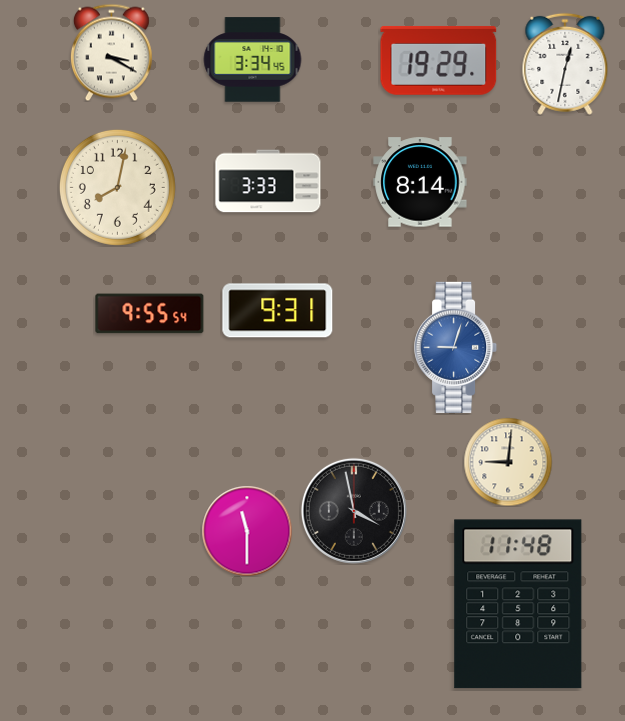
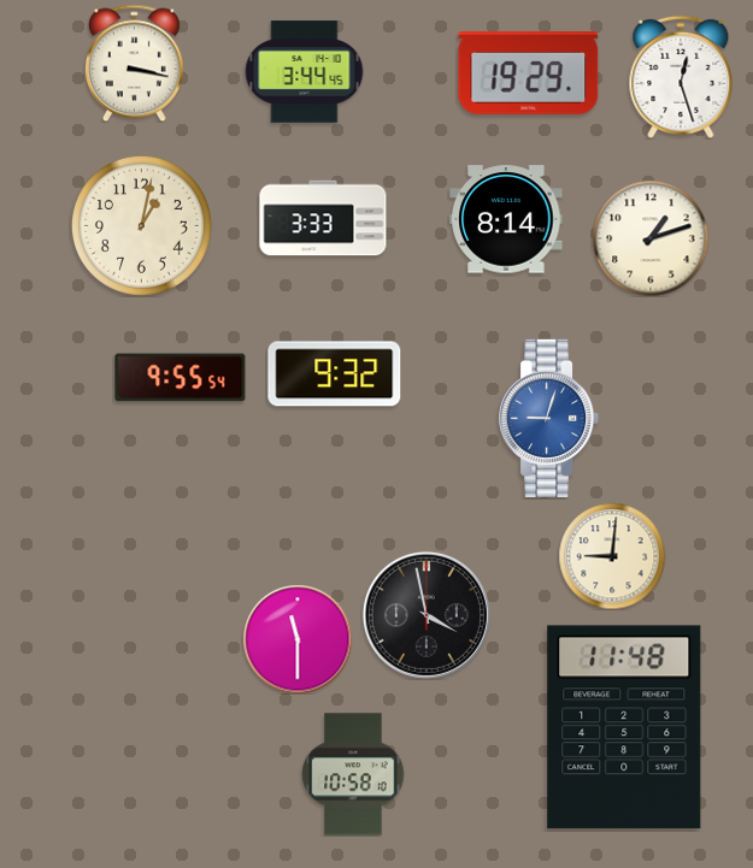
clock at (111, 52): 3:20 -> 3:17
clock at (252, 60): 3:34 -> 3:44
clock at (565, 64): 12:32 -> 12:27
clock at (117, 187): 8:02 -> 1:02
clock at (651, 238): none -> 1:12
clock at (278, 311): 9:31 -> 9:32
clock at (353, 774): none -> 10:58
